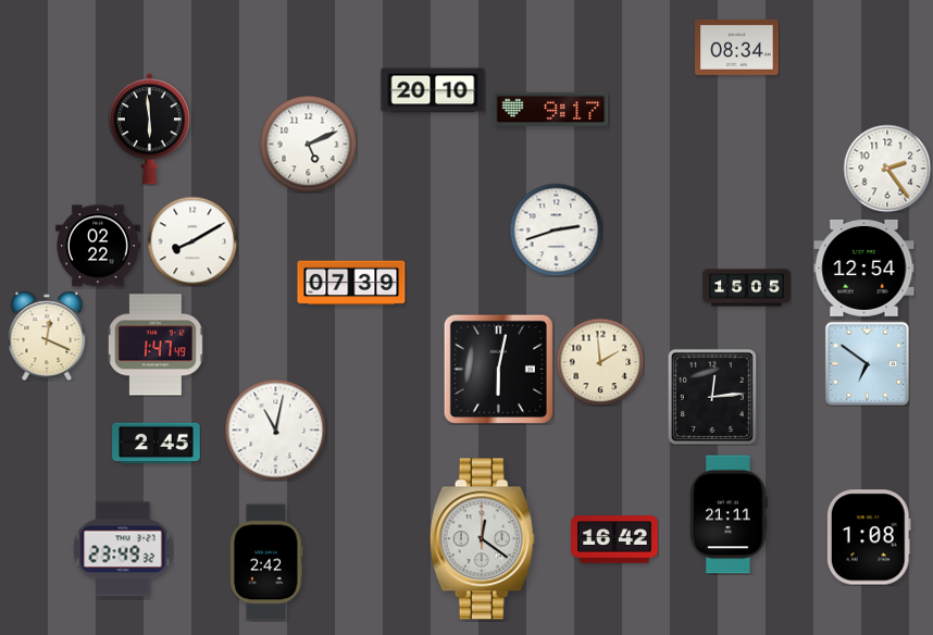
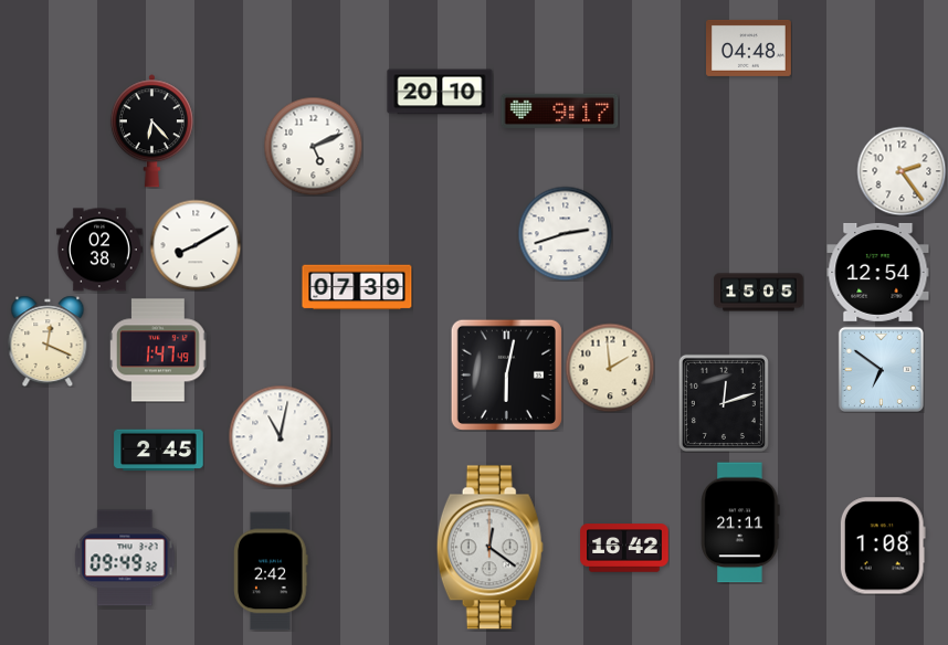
clock at (737, 47): 08:34 -> 04:48
clock at (149, 129): 5:59 -> 6:23
clock at (98, 246): 02:22 -> 02:38
clock at (712, 397): 12:14 -> 12:12
clock at (123, 549): 23:49 -> 09:49
